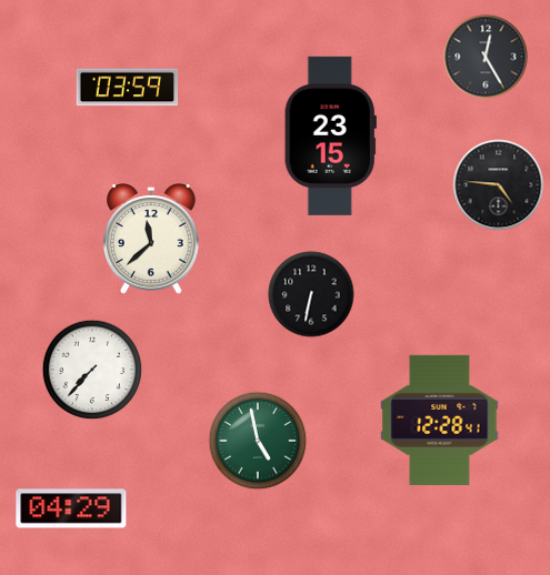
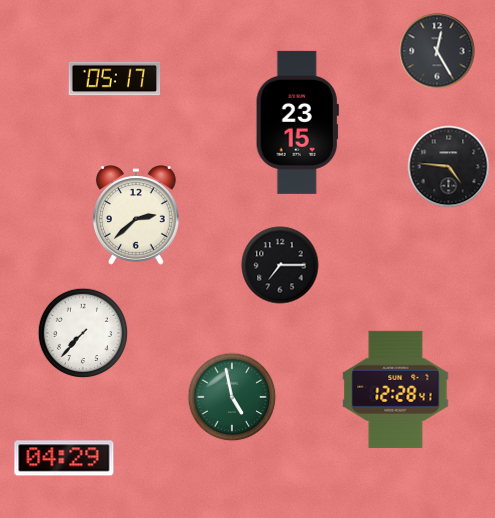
clock at (128, 88): 03:59 -> 05:17
clock at (151, 239): 11:38 -> 2:38
clock at (311, 294): 6:32 -> 7:15
clock at (440, 420) position: (440, 420) -> (396, 389)
